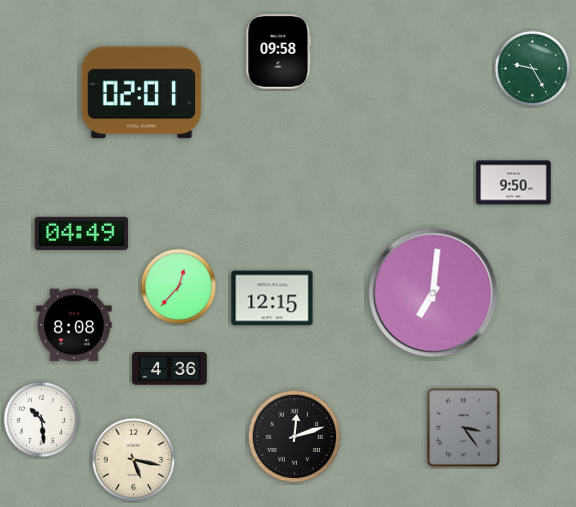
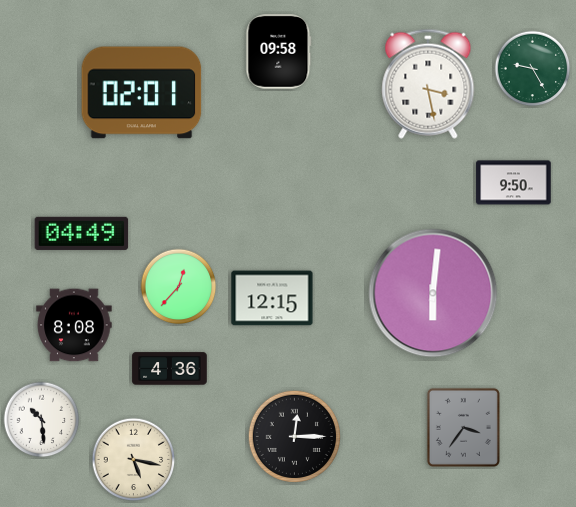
clock at (428, 84): none -> 3:28
clock at (433, 293): 7:01 -> 6:01
clock at (463, 427): 3:24 -> 3:36
clock at (294, 436): 12:12 -> 12:15
